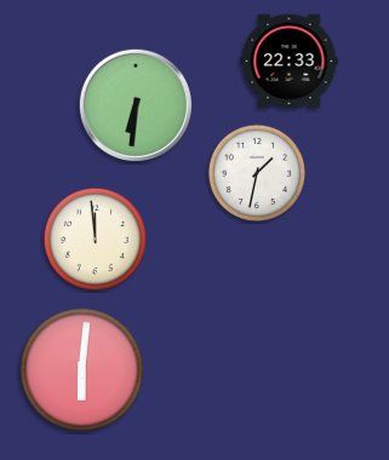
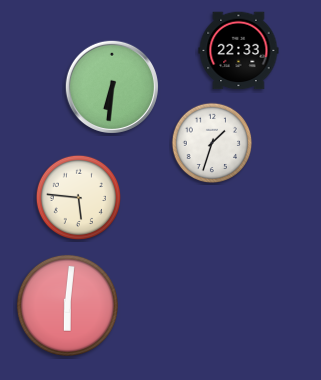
clock at (257, 173): 1:32 -> 1:33
clock at (95, 238): 11:59 -> 5:46
